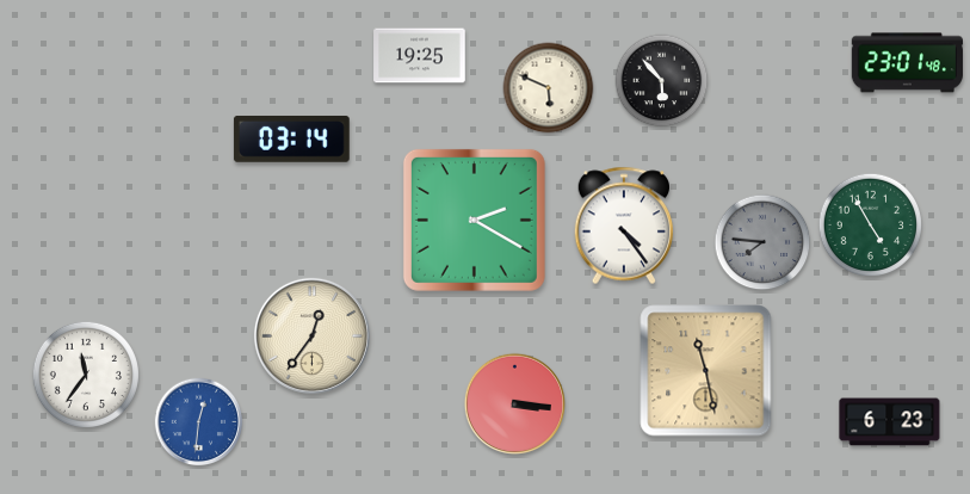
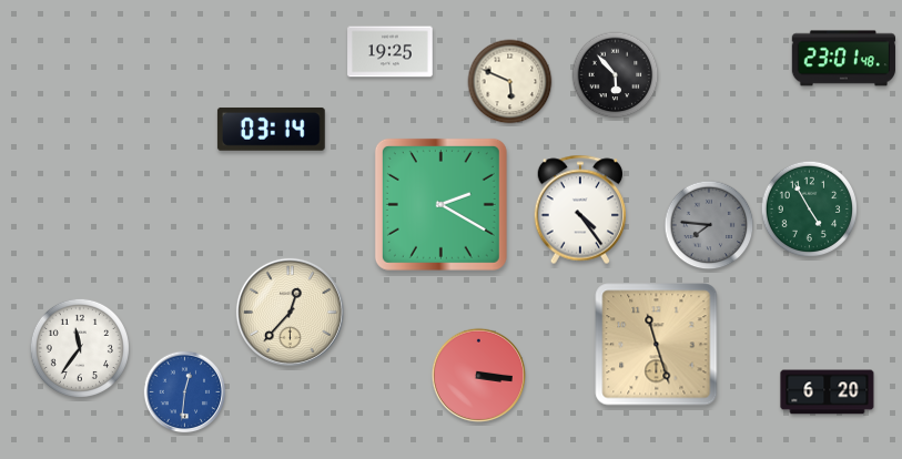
clock at (311, 335): 12:36 -> 12:37
clock at (706, 371): 11:28 -> 11:27
clock at (890, 422): 6:23 -> 6:20
